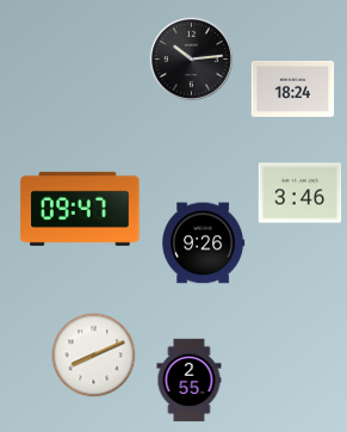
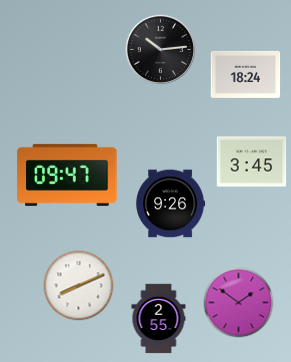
clock at (300, 193): 3:46 -> 3:45
clock at (94, 356) position: (94, 356) -> (79, 286)
clock at (239, 303): none -> 1:51
